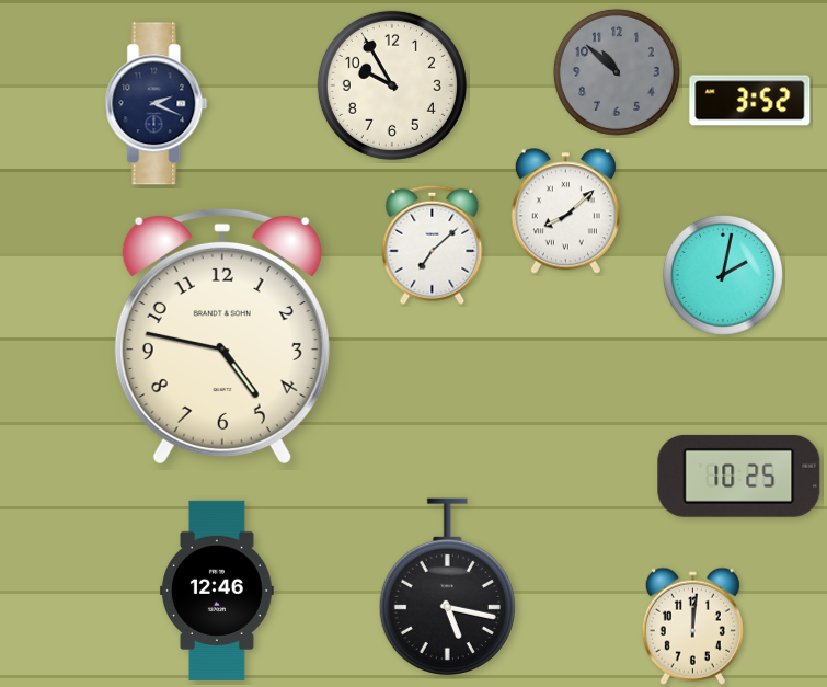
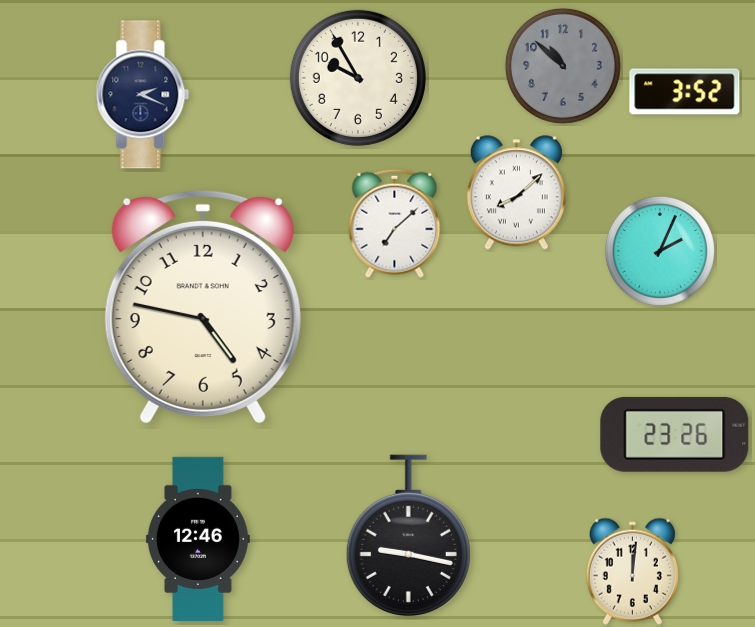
clock at (723, 275): 2:02 -> 2:04
clock at (739, 476): 10:25 -> 23:26
clock at (447, 586): 5:17 -> 9:17
